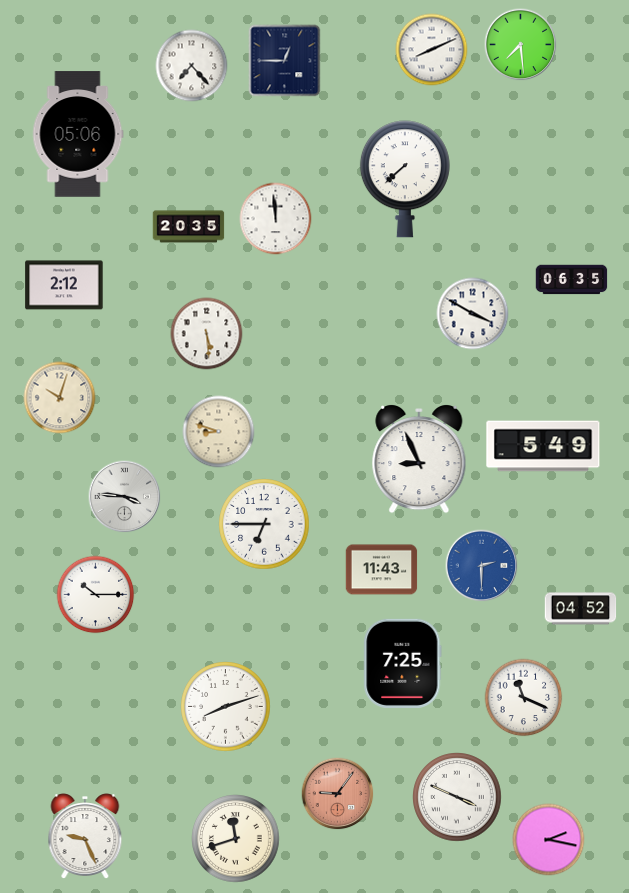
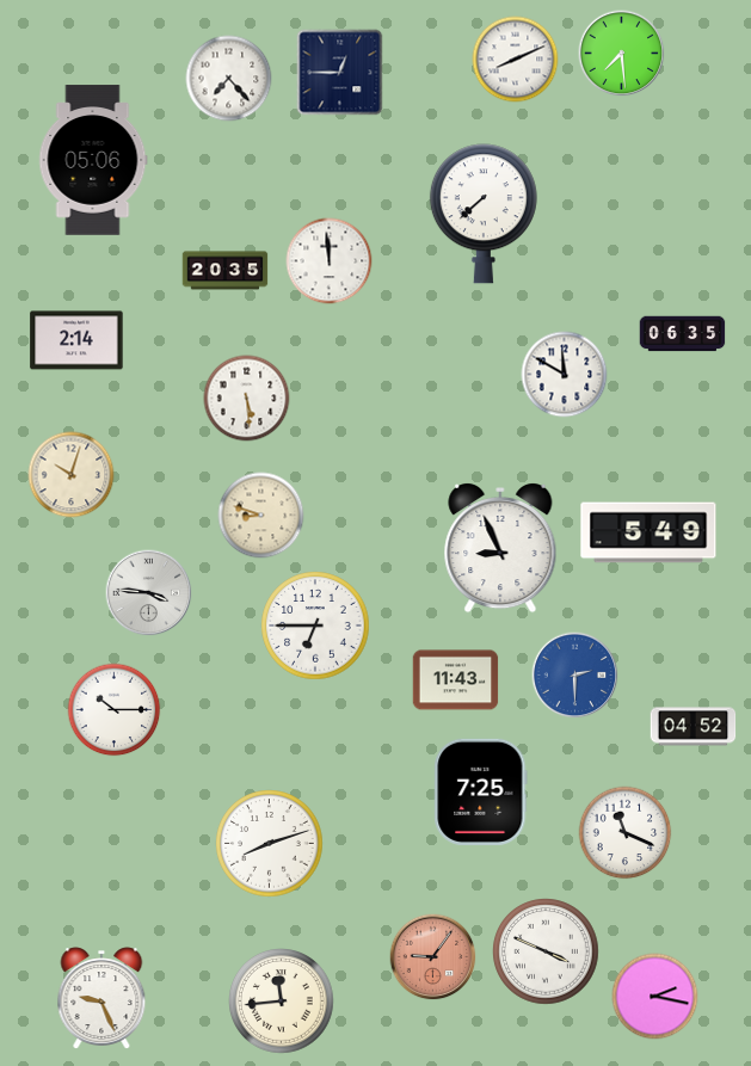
clock at (64, 285): 2:12 -> 2:14
clock at (473, 314): 3:50 -> 11:50
clock at (338, 794) position: (338, 794) -> (433, 957)
clock at (236, 839): 11:42 -> 11:44
clock at (549, 840) position: (549, 840) -> (655, 997)
